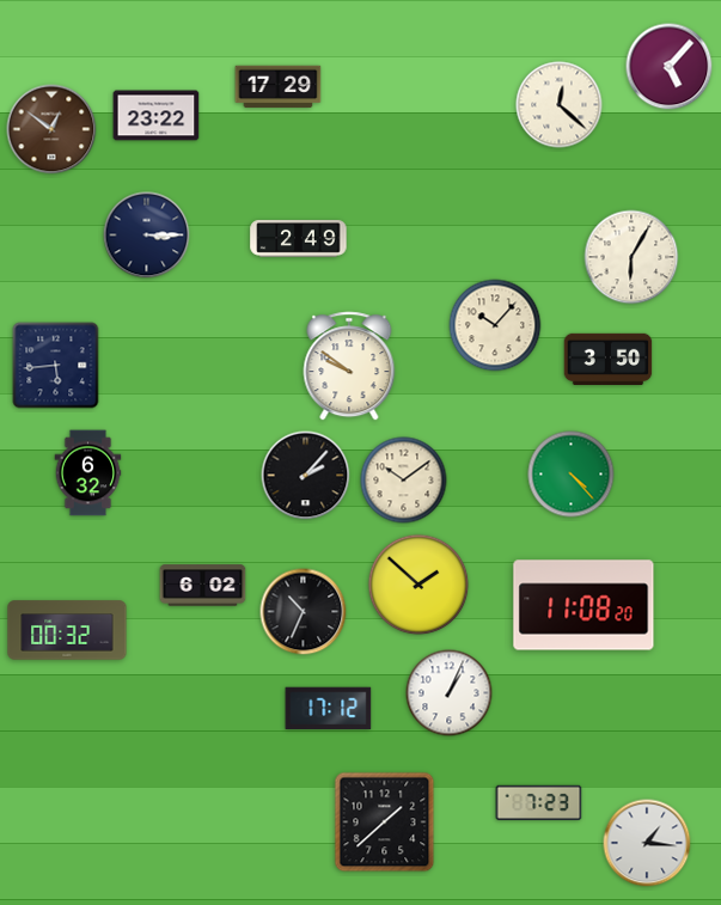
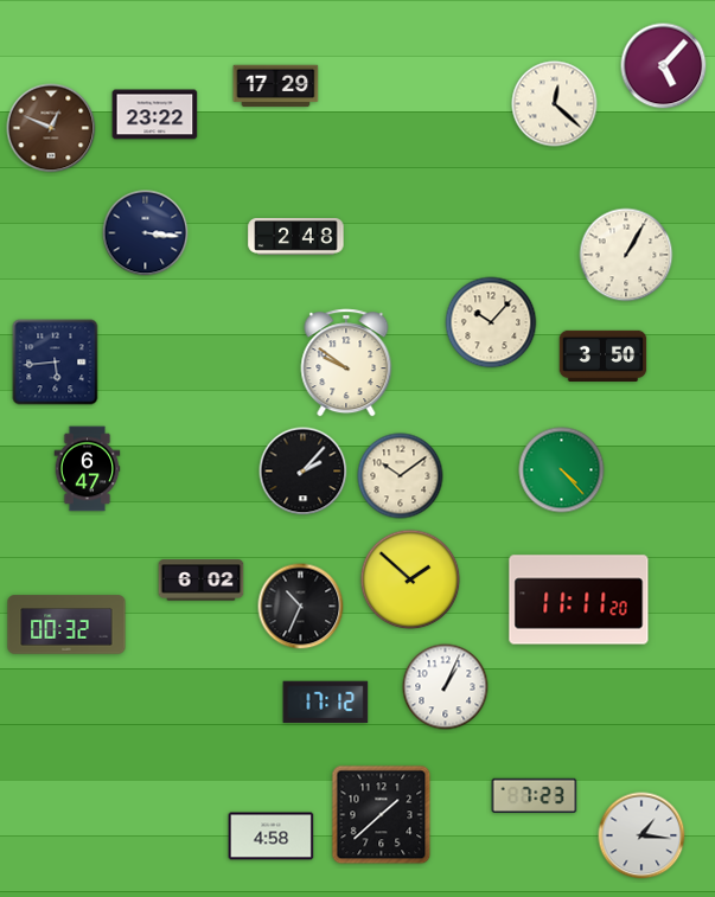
clock at (51, 129): 12:51 -> 12:49
clock at (147, 236): 3:15 -> 3:16
clock at (299, 239): 2:49 -> 2:48
clock at (631, 257): 6:05 -> 1:05
clock at (88, 473): 6:32 -> 6:47
clock at (572, 475) position: (572, 475) -> (562, 470)
clock at (418, 585) position: (418, 585) -> (410, 579)
clock at (583, 605): 11:08 -> 11:11
clock at (272, 837): none -> 4:58
